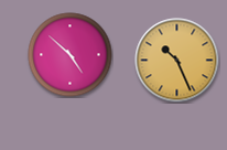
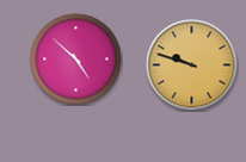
clock at (177, 61): 10:26 -> 9:48
